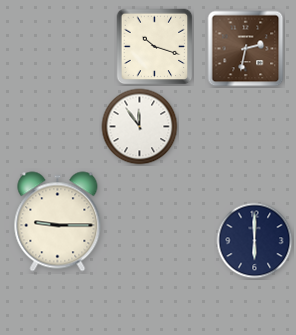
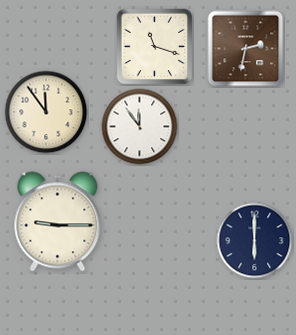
clock at (155, 47): 10:18 -> 11:18
clock at (46, 112): none -> 11:54
